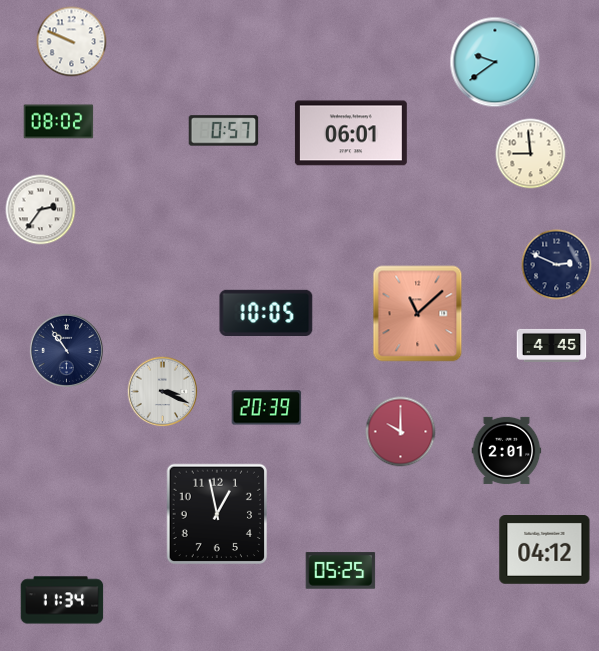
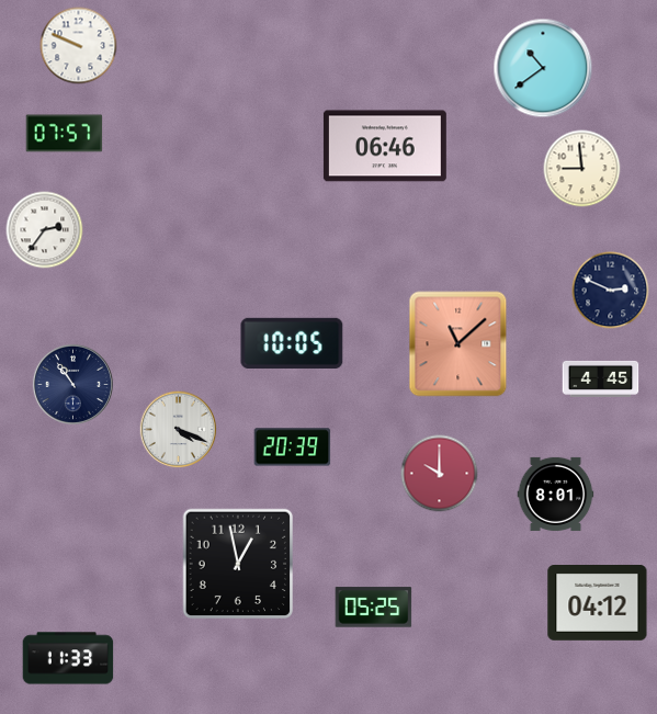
clock at (495, 62): 9:39 -> 10:39
clock at (59, 122): 08:02 -> 07:57
clock at (224, 131): 0:57 -> none
clock at (351, 133): 06:01 -> 06:46
clock at (552, 345) position: (552, 345) -> (601, 378)
clock at (163, 392): 3:19 -> 4:19
clock at (507, 450): 2:01 -> 8:01
clock at (341, 571) position: (341, 571) -> (374, 608)
clock at (62, 600): 11:34 -> 11:33
